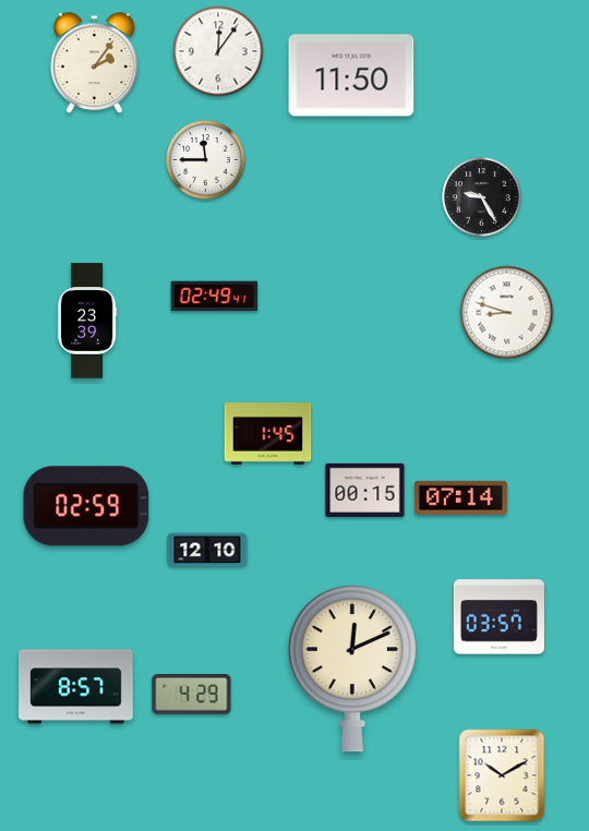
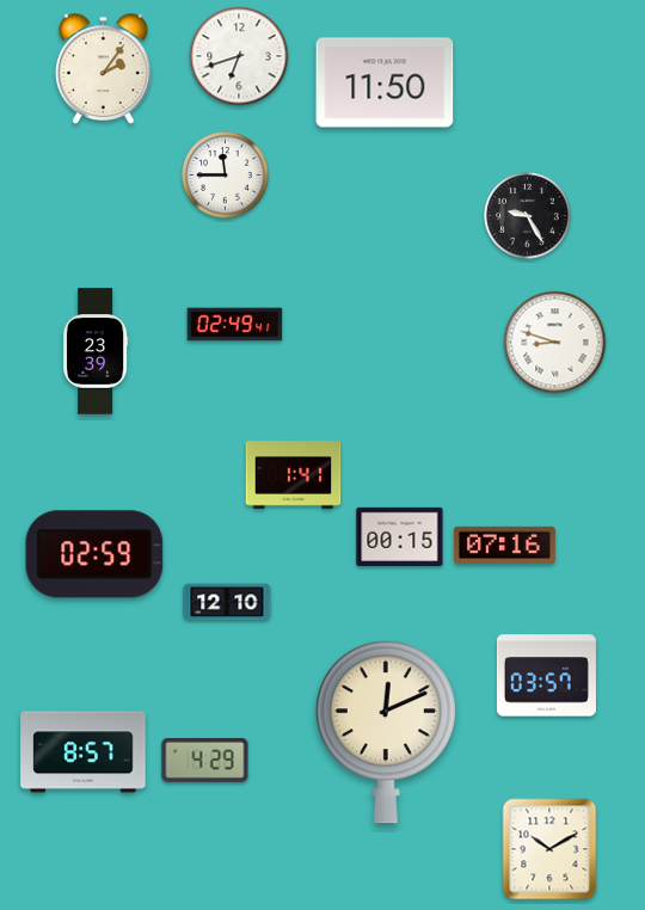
clock at (218, 51): 12:06 -> 6:42
clock at (268, 434): 1:45 -> 1:41
clock at (461, 497): 07:14 -> 07:16
clock at (192, 695) position: (192, 695) -> (205, 761)
